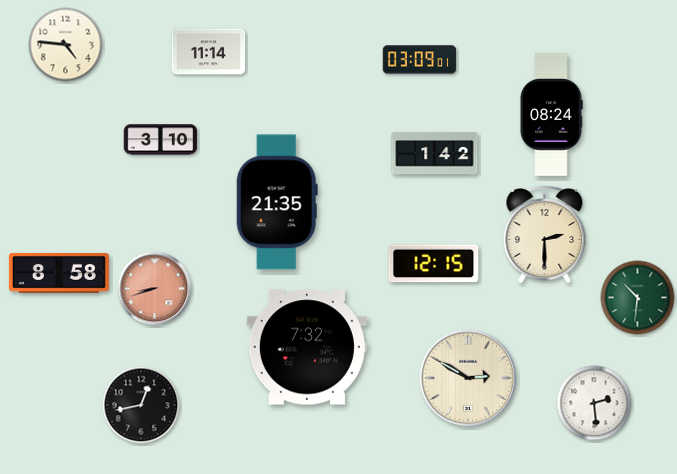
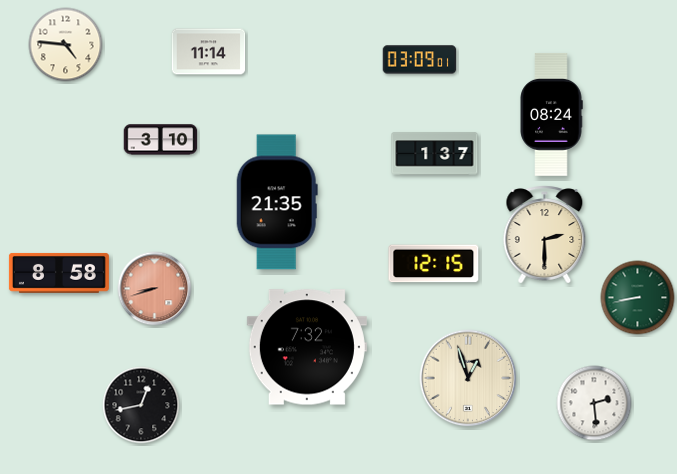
clock at (435, 154): 1:42 -> 1:37
clock at (638, 298): 10:31 -> 8:43
clock at (468, 378): 2:50 -> 12:57
